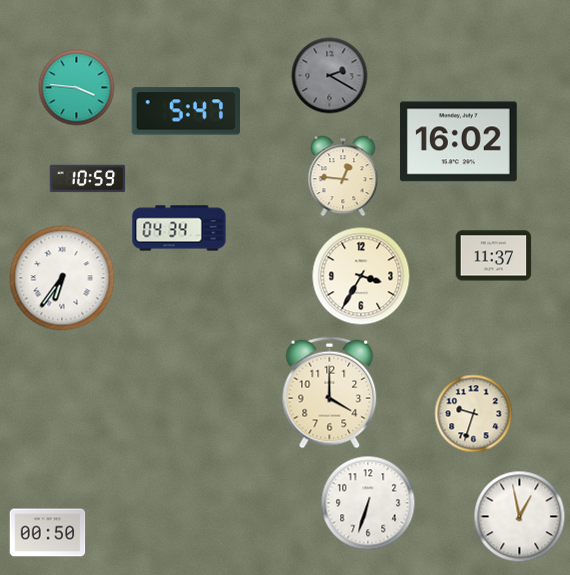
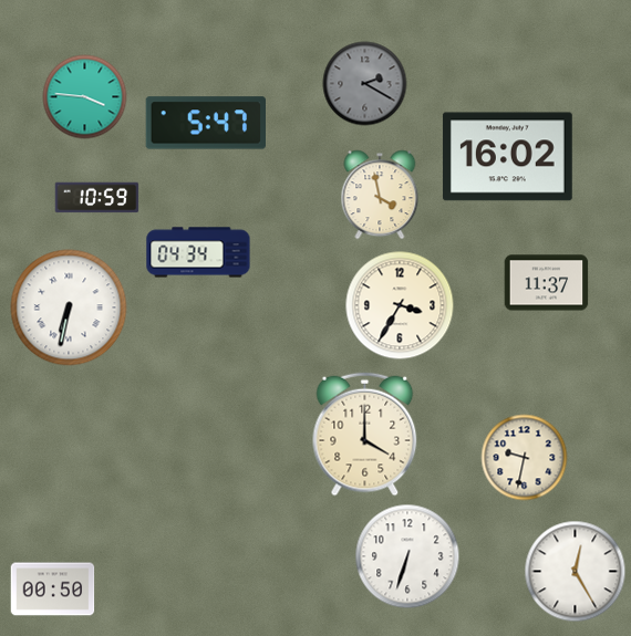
clock at (343, 176): 12:46 -> 3:58
clock at (62, 278): 6:36 -> 6:32
clock at (474, 414): 9:33 -> 9:32
clock at (520, 517): 12:58 -> 12:25
